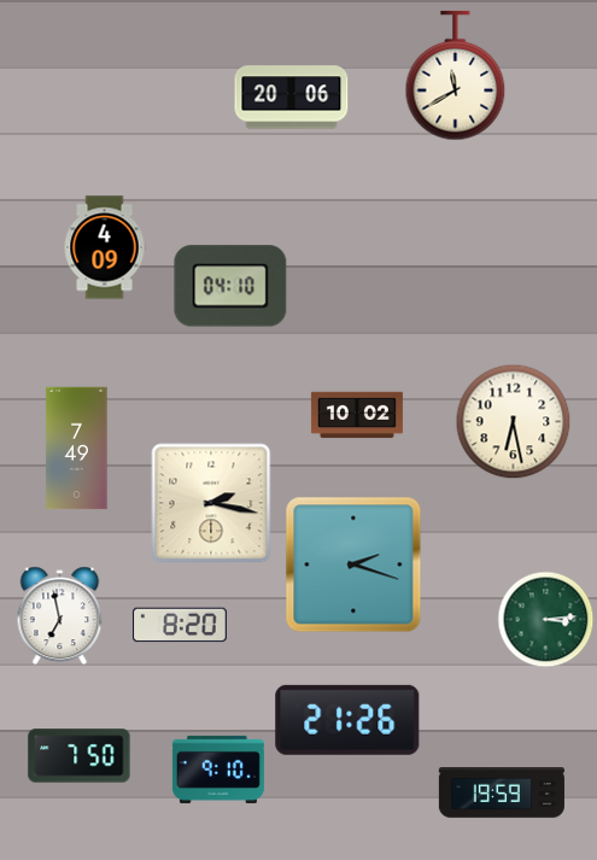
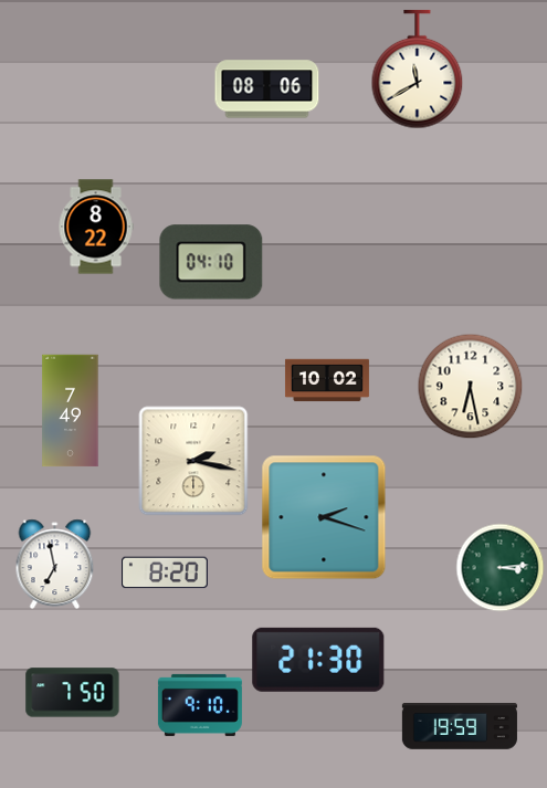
clock at (292, 98): 20:06 -> 08:06
clock at (105, 247): 4:09 -> 8:22
clock at (347, 720): 21:26 -> 21:30
